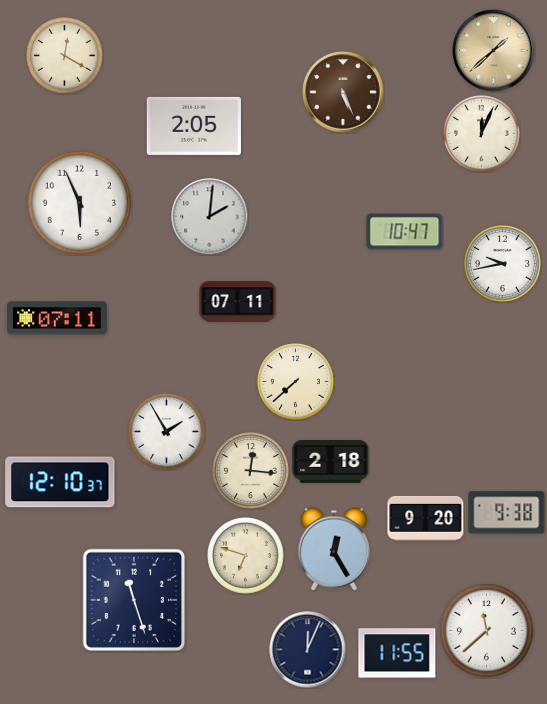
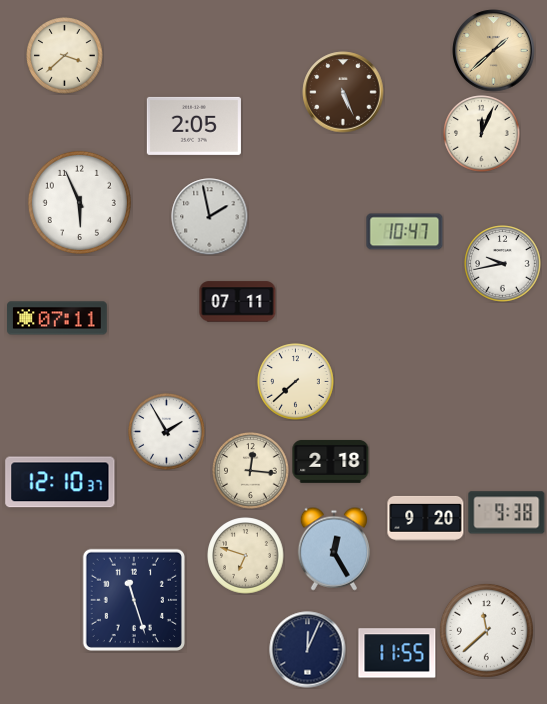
clock at (65, 56): 12:20 -> 3:38
clock at (210, 217): 2:01 -> 1:58
